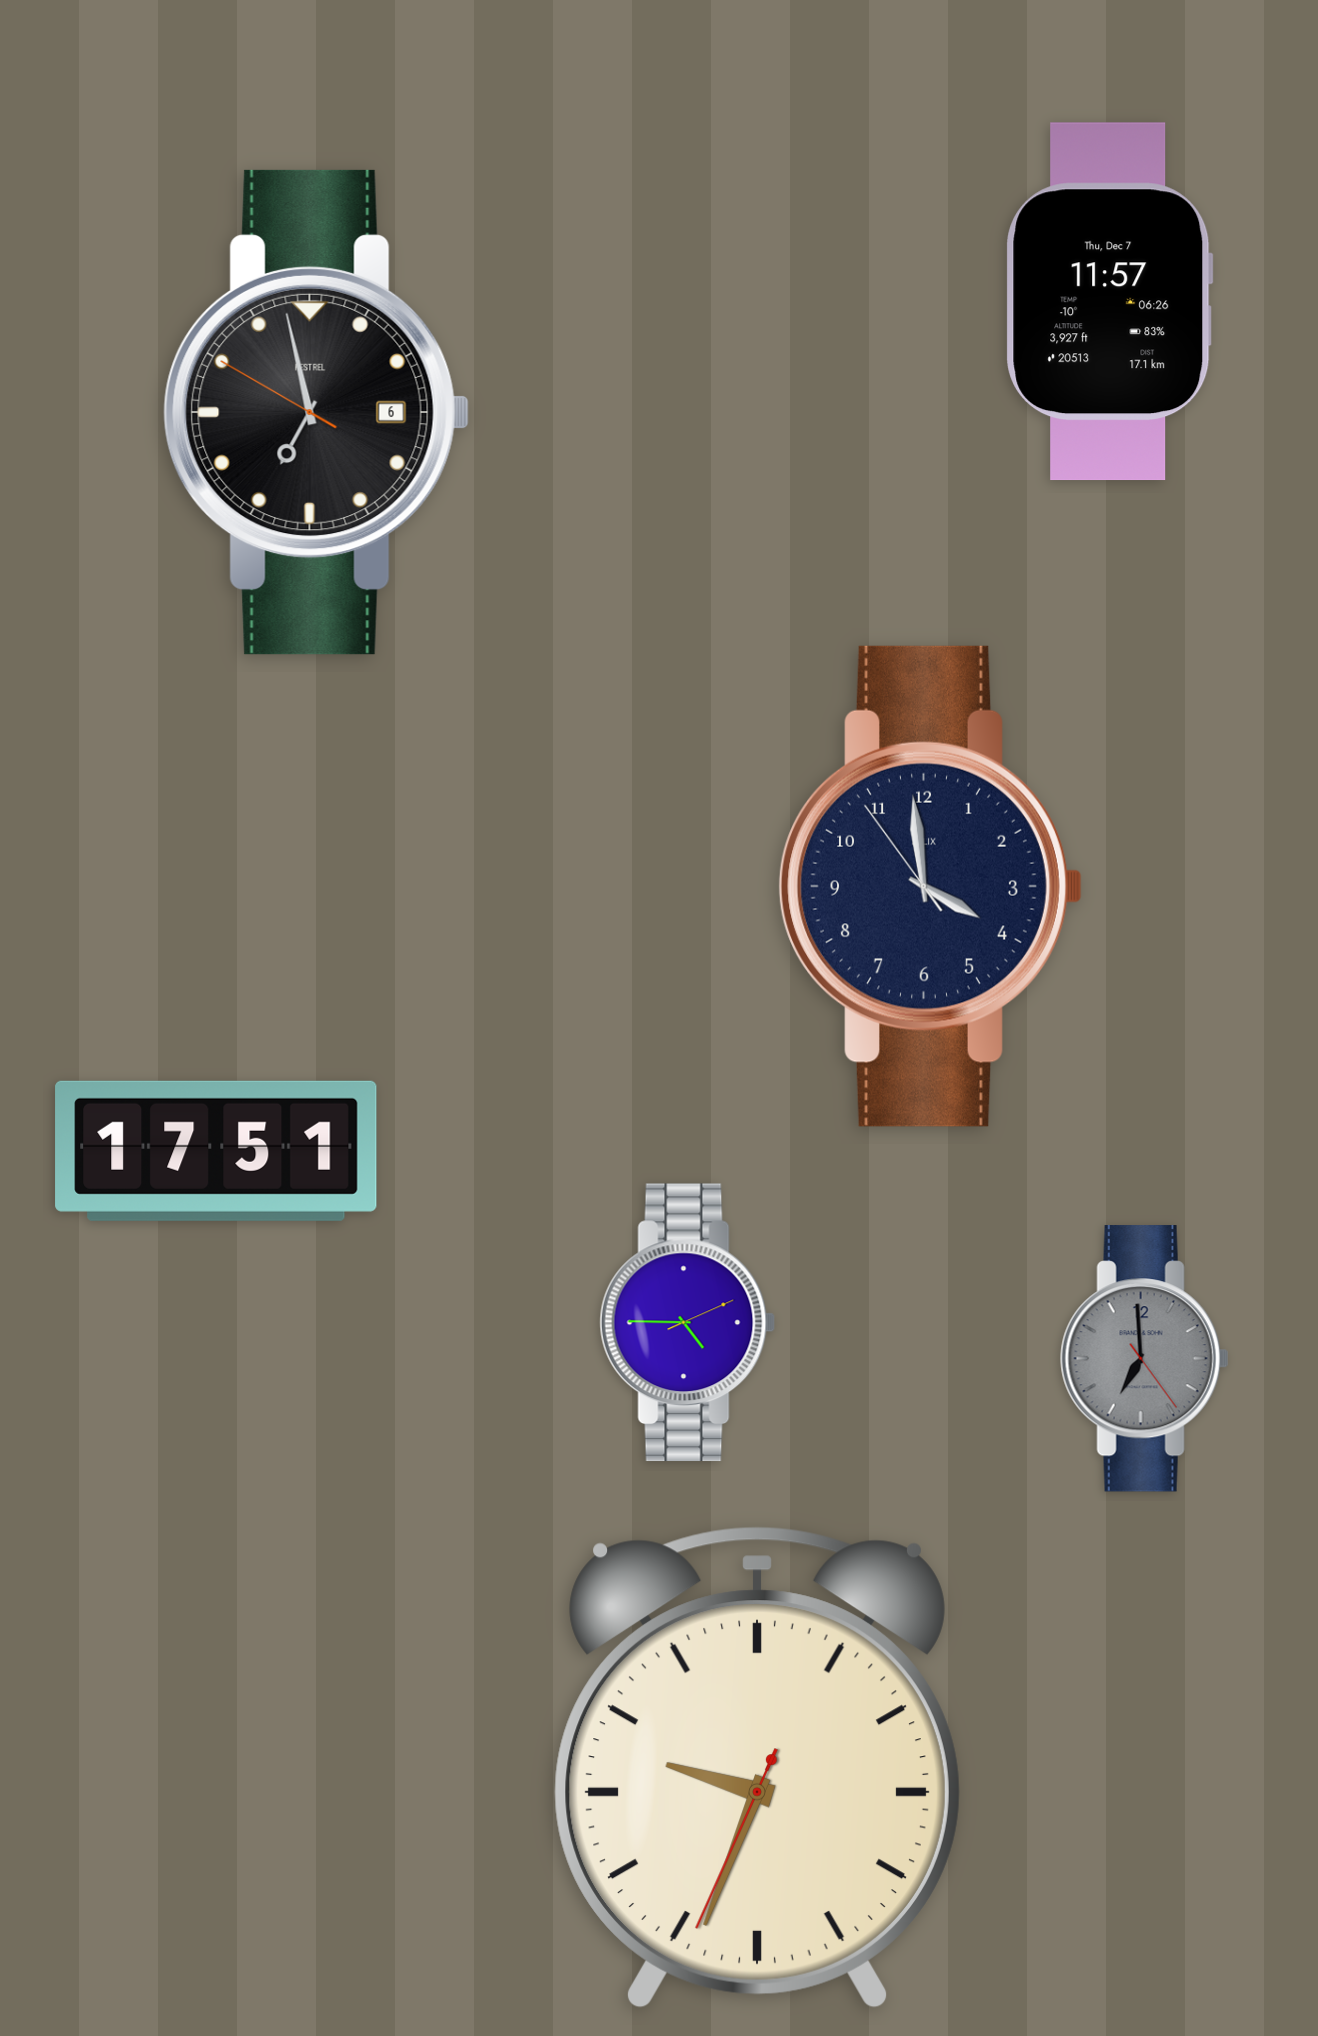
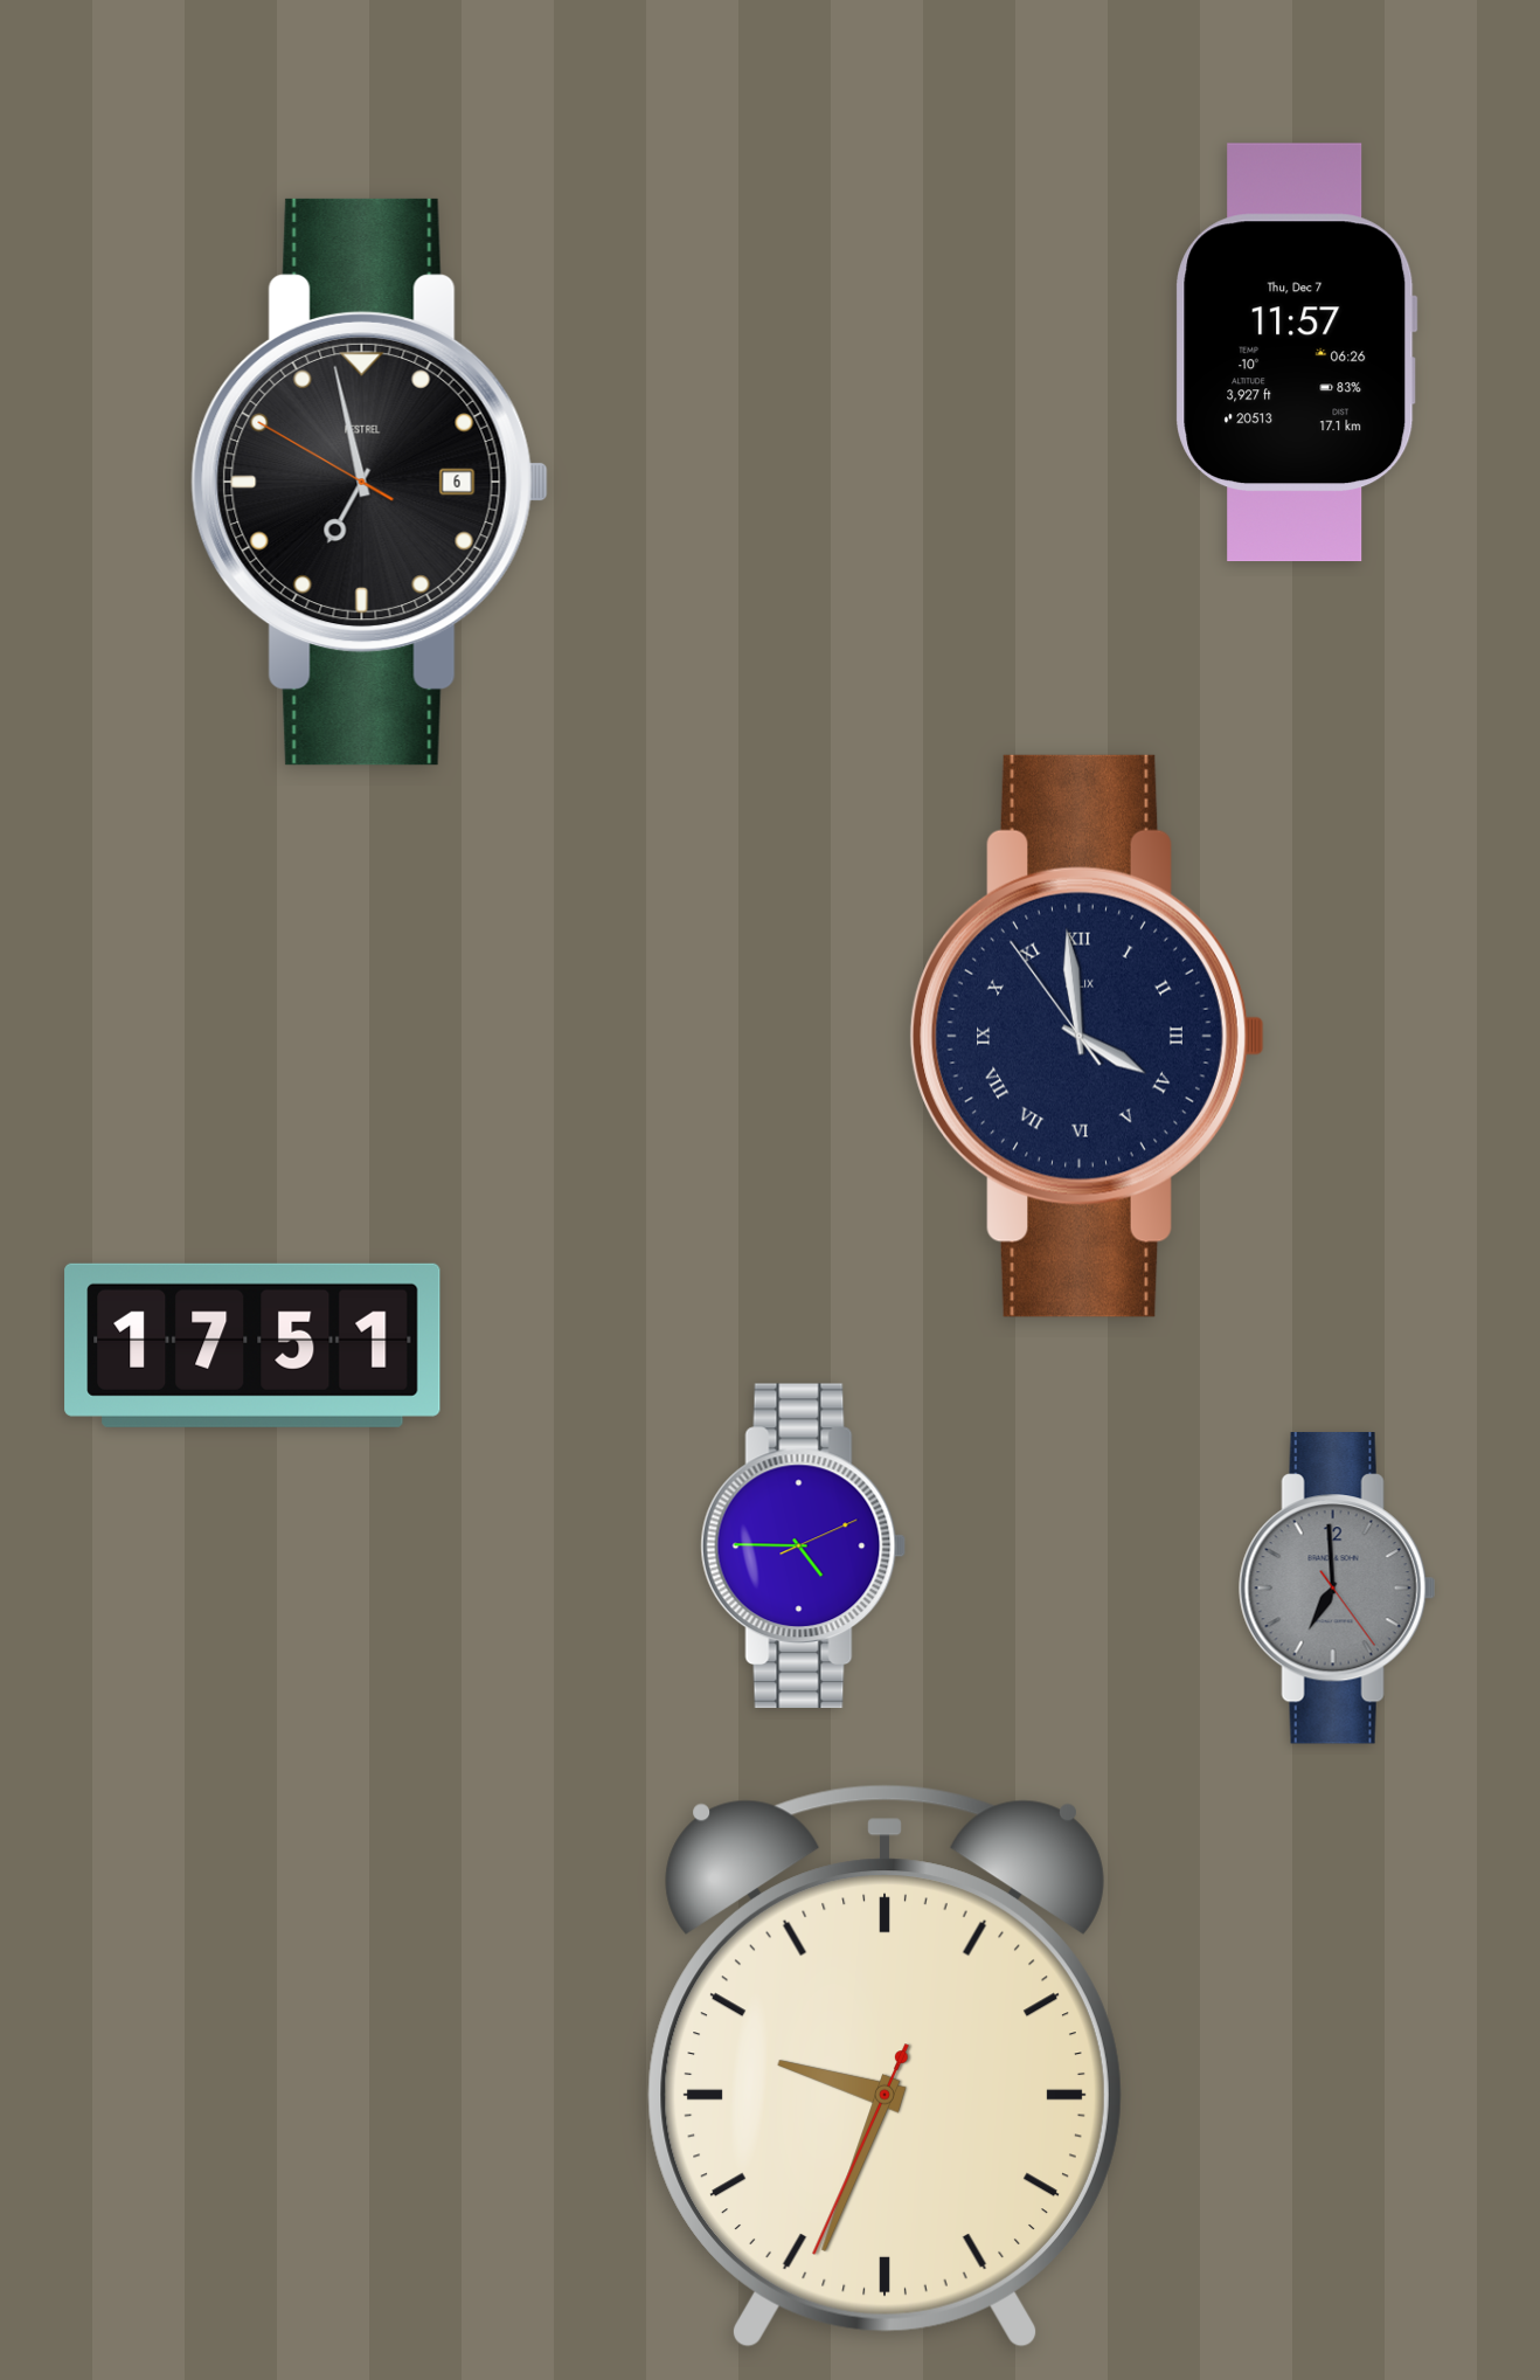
clock at (930, 886) numerals: Arabic -> Roman
